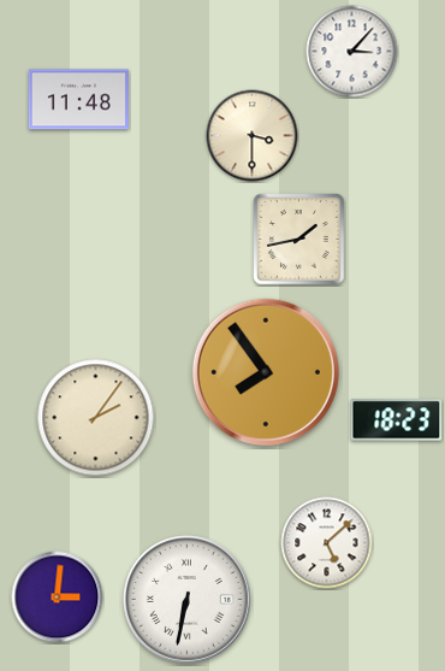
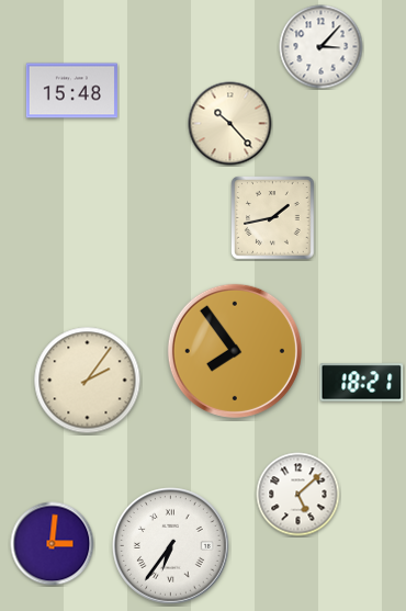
clock at (78, 100): 11:48 -> 15:48
clock at (253, 136): 3:30 -> 10:23
clock at (266, 372) position: (266, 372) -> (235, 351)
clock at (397, 420): 18:23 -> 18:21
clock at (188, 600): 6:32 -> 6:36
